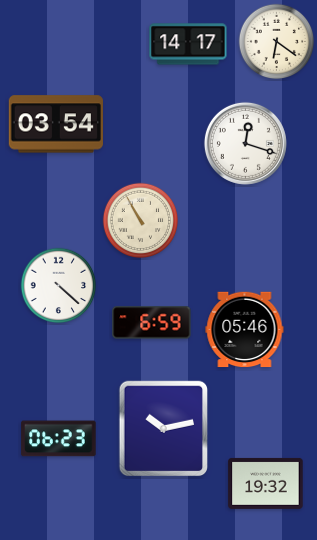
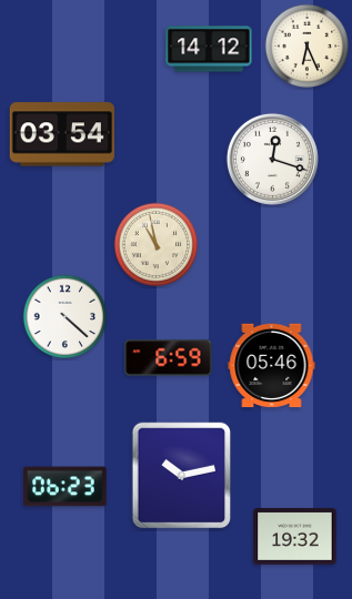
clock at (277, 42): 6:21 -> 6:26
clock at (188, 44): 14:17 -> 14:12
clock at (56, 124) position: (56, 124) -> (62, 134)
clock at (141, 221): 10:55 -> 10:58
